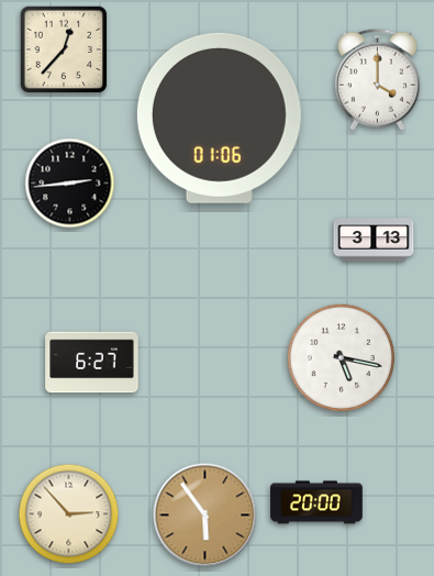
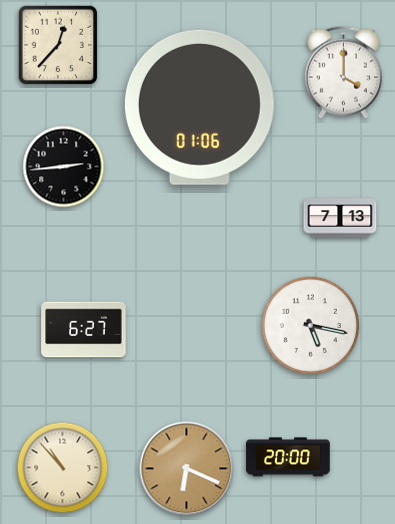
clock at (374, 240): 3:13 -> 7:13
clock at (69, 514): 2:53 -> 10:53
clock at (205, 516): 5:54 -> 6:19
